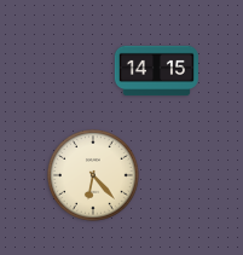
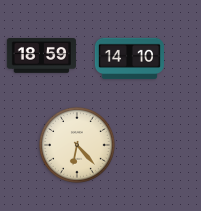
clock at (41, 56): none -> 18:59
clock at (156, 71): 14:15 -> 14:10
